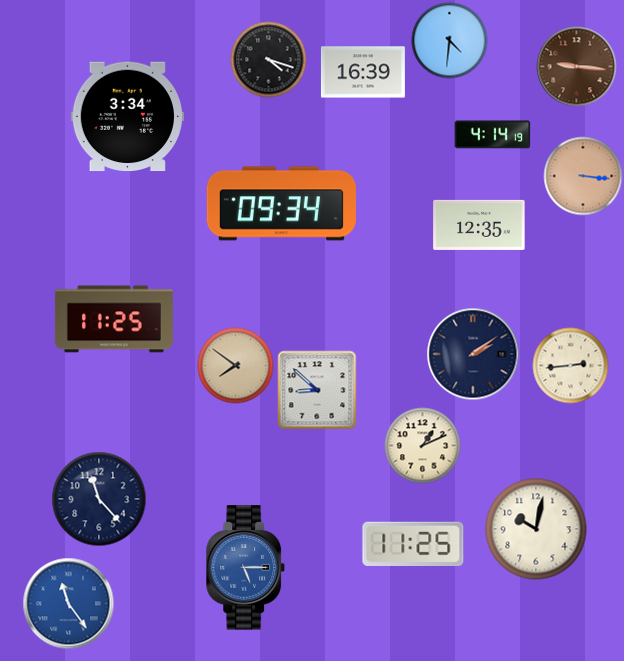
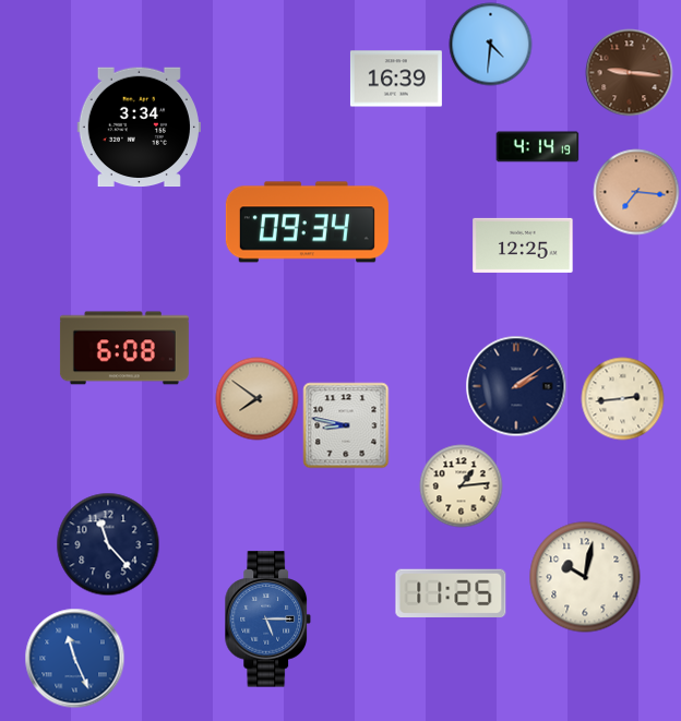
clock at (269, 60): 4:18 -> none
clock at (583, 176): 3:16 -> 7:16
clock at (479, 225): 12:35 -> 12:25
clock at (114, 319): 11:25 -> 6:08
clock at (317, 390): 8:52 -> 8:47
clock at (423, 446): 1:11 -> 1:14
clock at (69, 604): 11:24 -> 11:26
